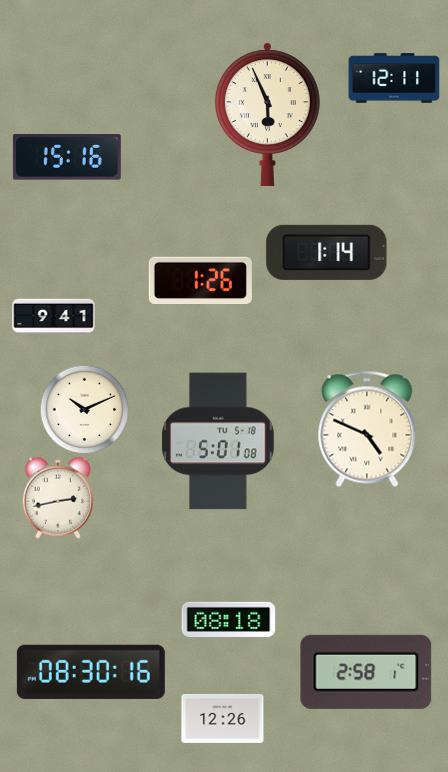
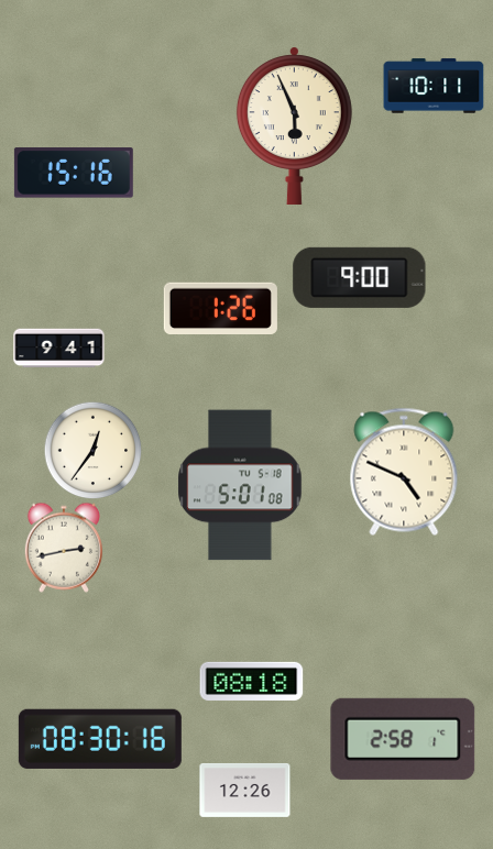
clock at (394, 78): 12:11 -> 10:11
clock at (327, 252): 1:14 -> 9:00
clock at (84, 409): 10:11 -> 12:36
